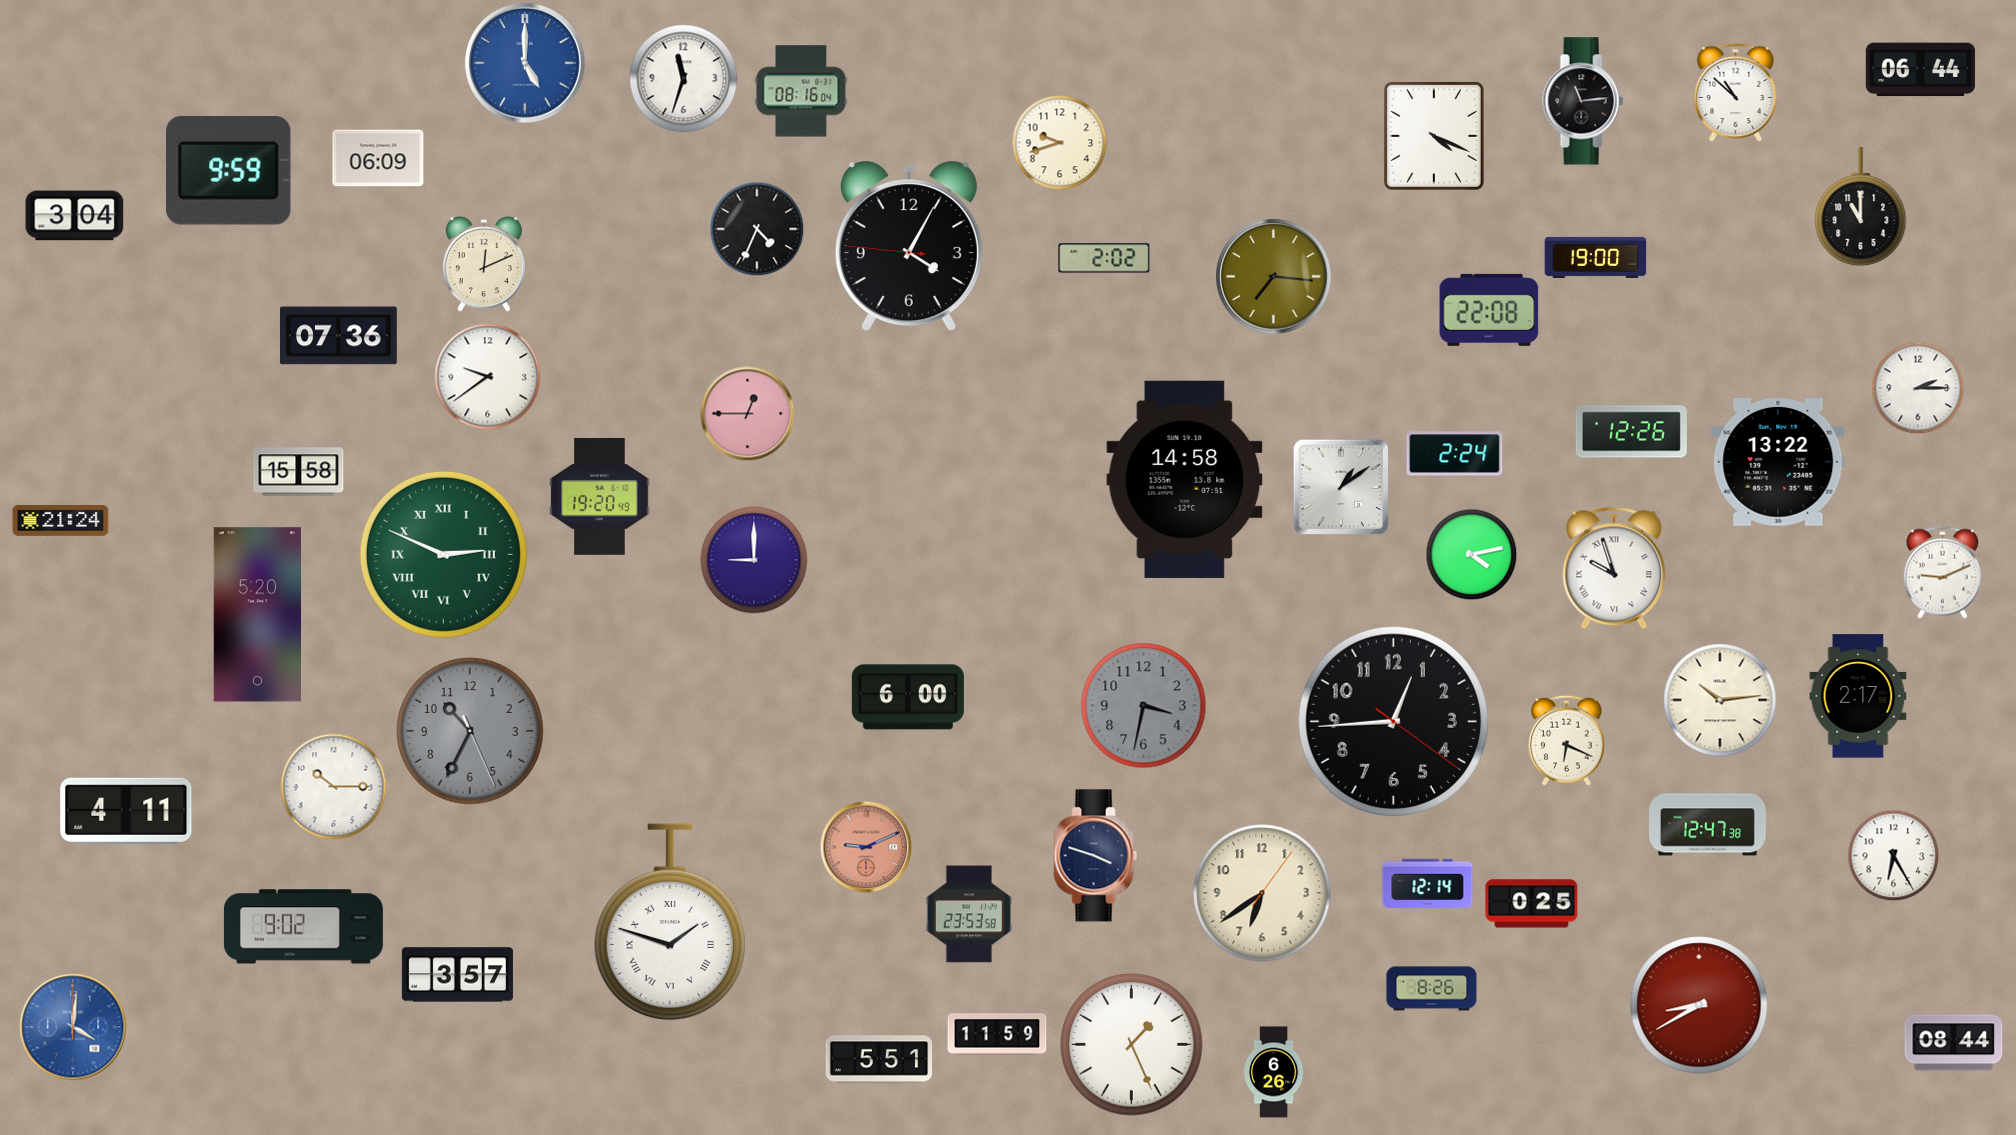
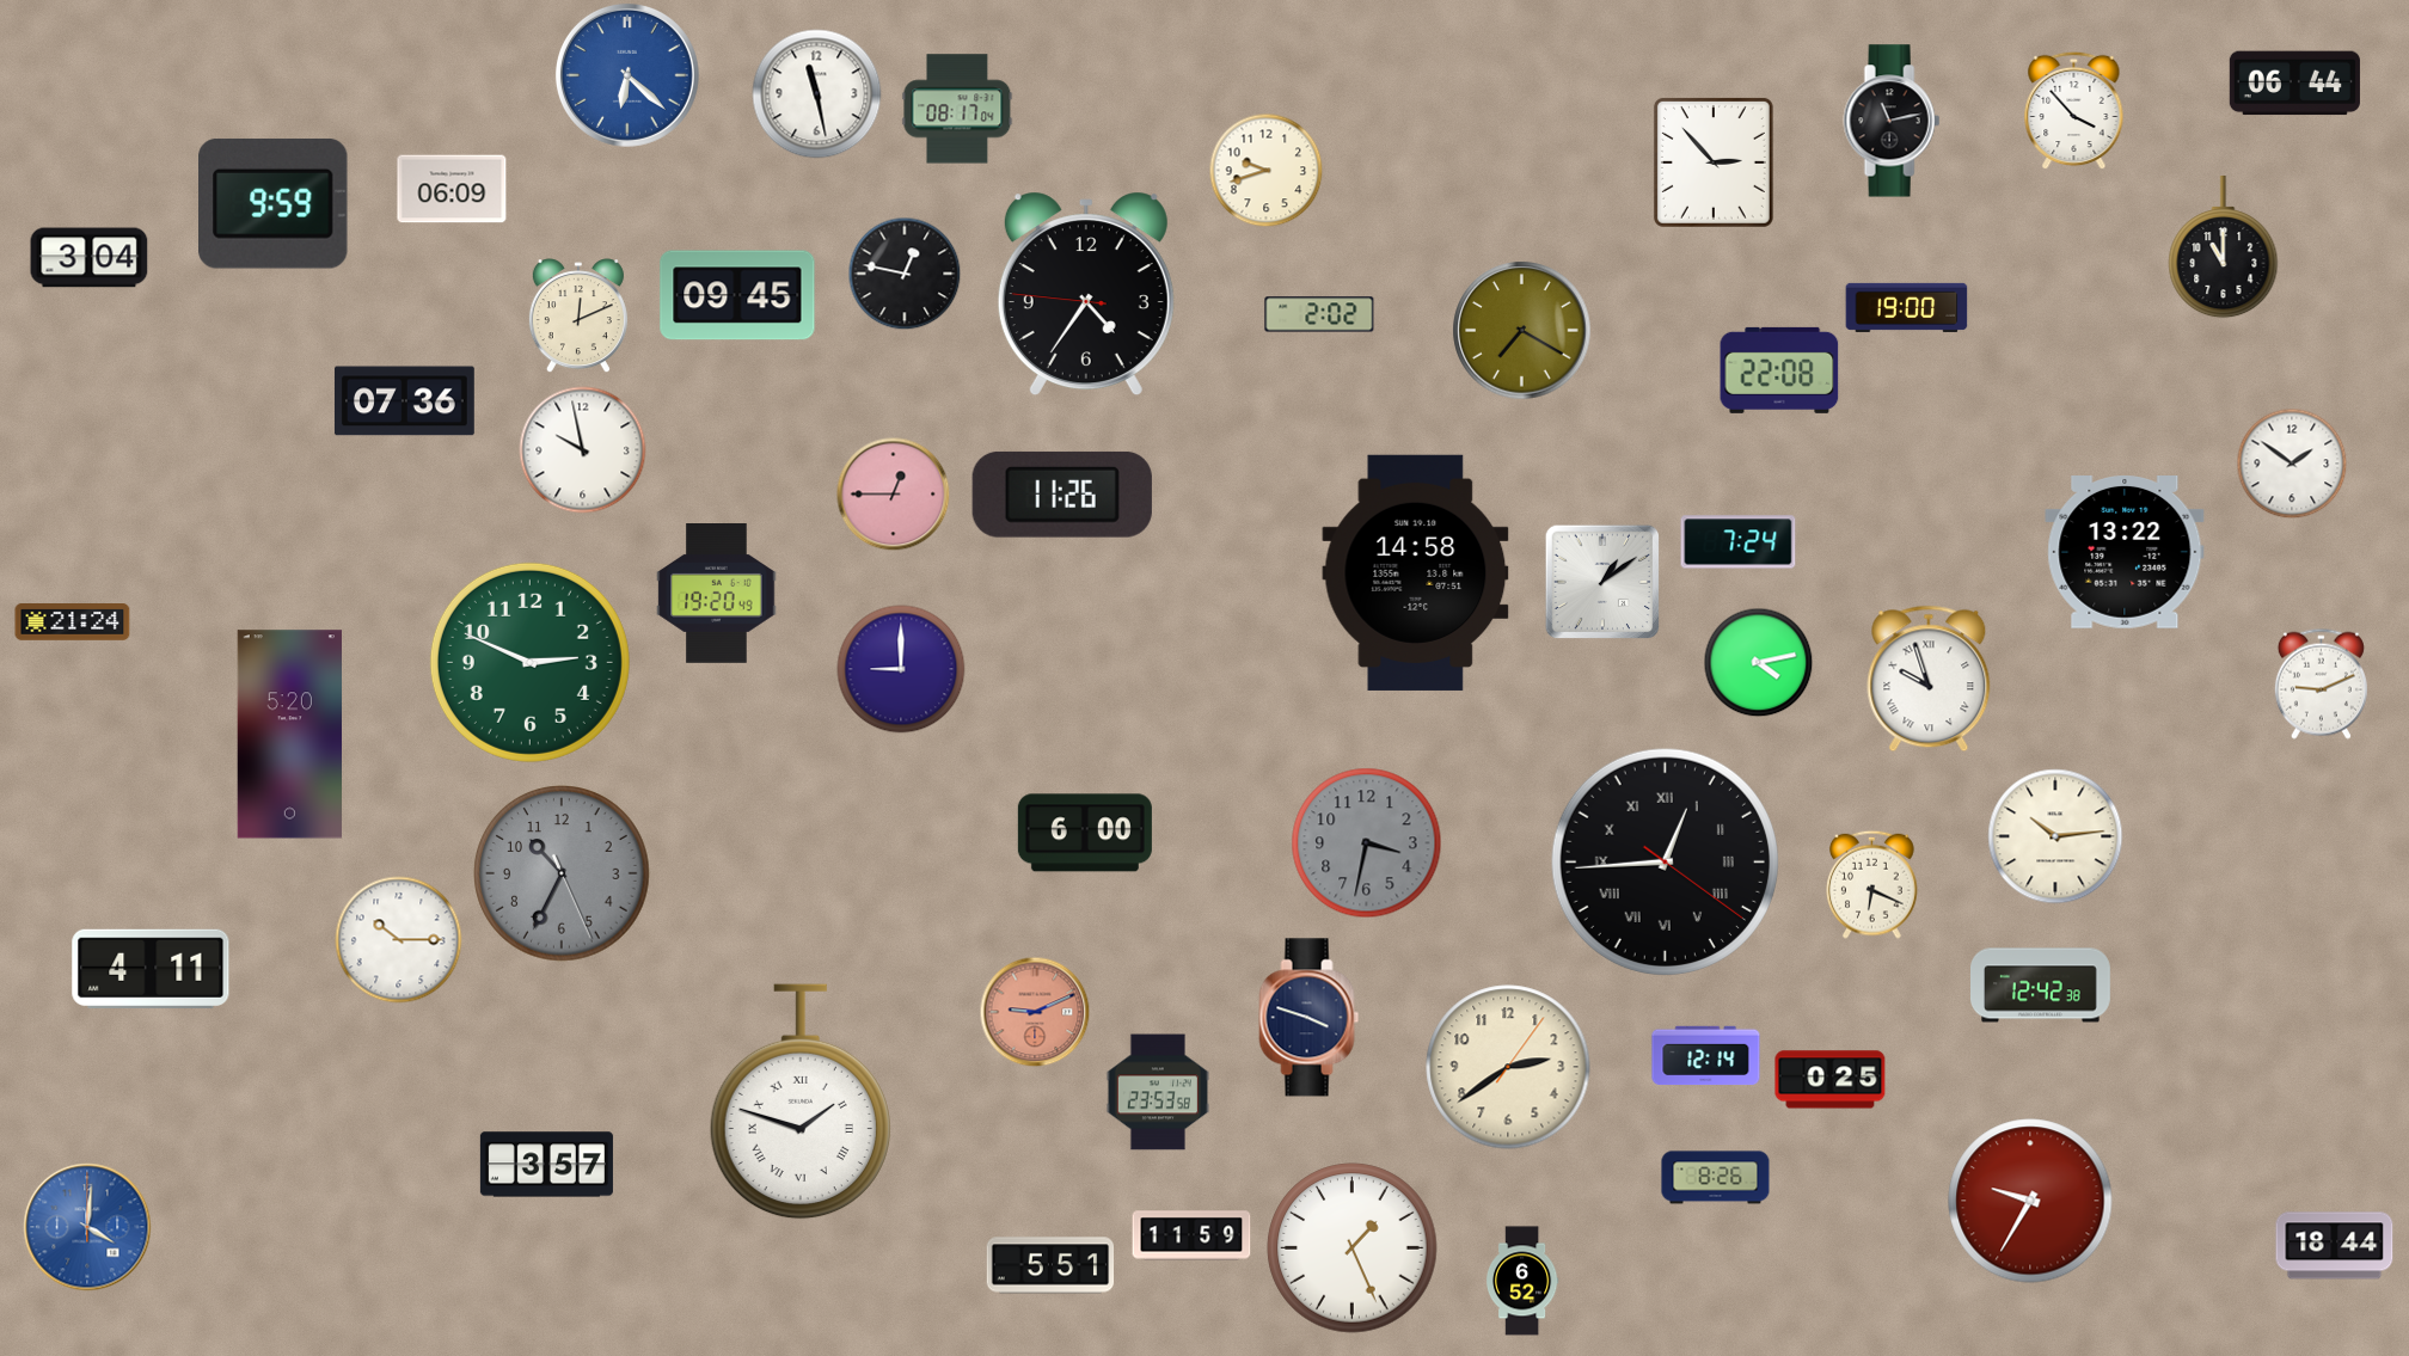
clock at (525, 63): 5:00 -> 6:22
clock at (684, 79): 11:33 -> 11:28
clock at (801, 91): 08:16 -> 08:17
clock at (1736, 92): 10:52 -> 3:53
clock at (1583, 101): 11:14 -> 11:13
clock at (1434, 136): 4:19 -> 2:53
clock at (757, 229): 4:34 -> 12:47
clock at (909, 246): 4:04 -> 4:35
clock at (737, 295): none -> 09:45
clock at (1104, 258) position: (1104, 258) -> (1319, 314)
clock at (1274, 277): 7:16 -> 7:20
clock at (488, 377): 9:39 -> 9:58
clock at (1918, 388): 2:15 -> 1:51
clock at (1062, 495): none -> 11:26
clock at (1631, 432): 12:26 -> none
clock at (1455, 454): 2:24 -> 7:24
clock at (299, 472): 15:58 -> none
clock at (443, 554) numerals: Roman -> Arabic
clock at (257, 615) position: (257, 615) -> (289, 735)
clock at (1858, 696): 2:17 -> none
clock at (1393, 721) numerals: Arabic -> Roman
clock at (1708, 825): 12:47 -> 12:42
clock at (1893, 855): 6:25 -> none
clock at (1096, 856) position: (1096, 856) -> (1310, 1018)
clock at (1262, 893): 6:39 -> 2:39
clock at (303, 927): 9:02 -> none
clock at (1432, 989) position: (1432, 989) -> (1716, 1178)
clock at (1699, 1005): 8:40 -> 9:35
clock at (1954, 1043): 08:44 -> 18:44
clock at (1274, 1072): 6:26 -> 6:52
